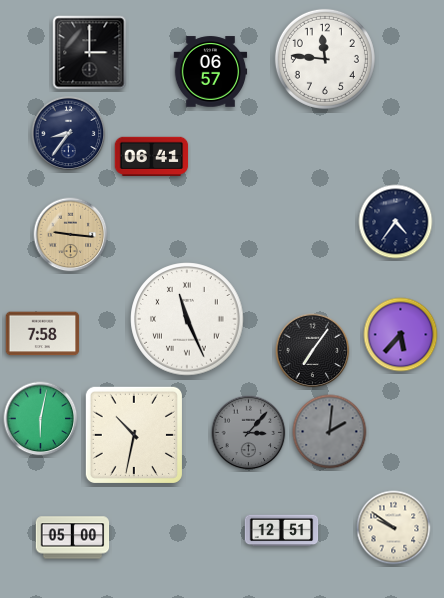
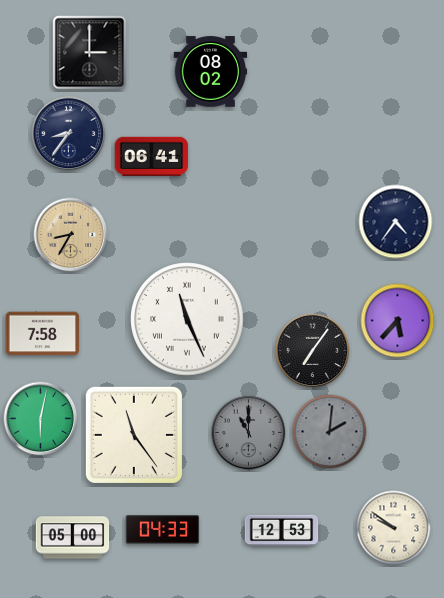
clock at (325, 59): 11:46 -> none
clock at (211, 72): 06:57 -> 08:02
clock at (71, 235): 9:16 -> 8:35
clock at (401, 335) position: (401, 335) -> (398, 321)
clock at (249, 433): 3:07 -> 11:00
clock at (134, 435): 10:32 -> 11:24
clock at (163, 530): none -> 04:33
clock at (282, 531): 12:51 -> 12:53
